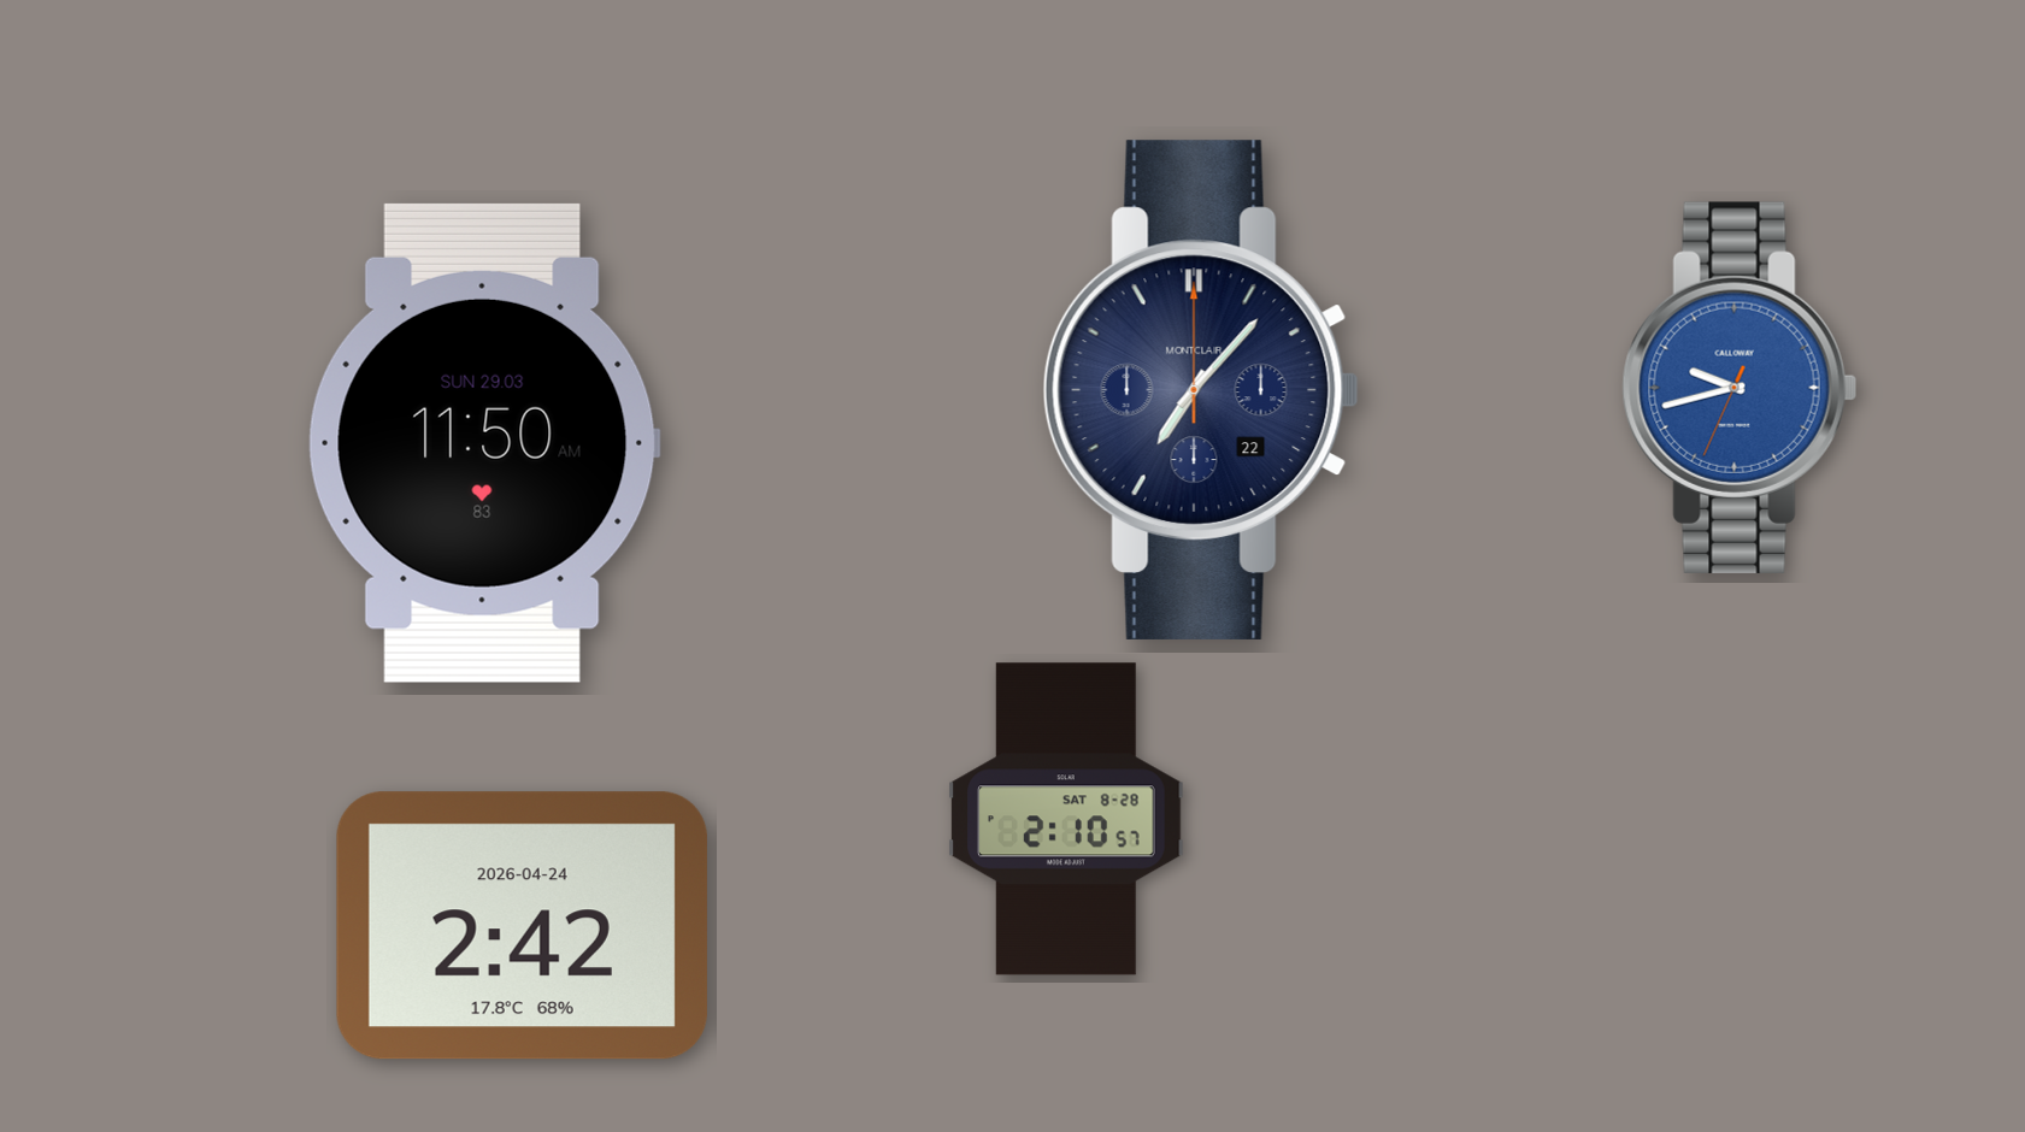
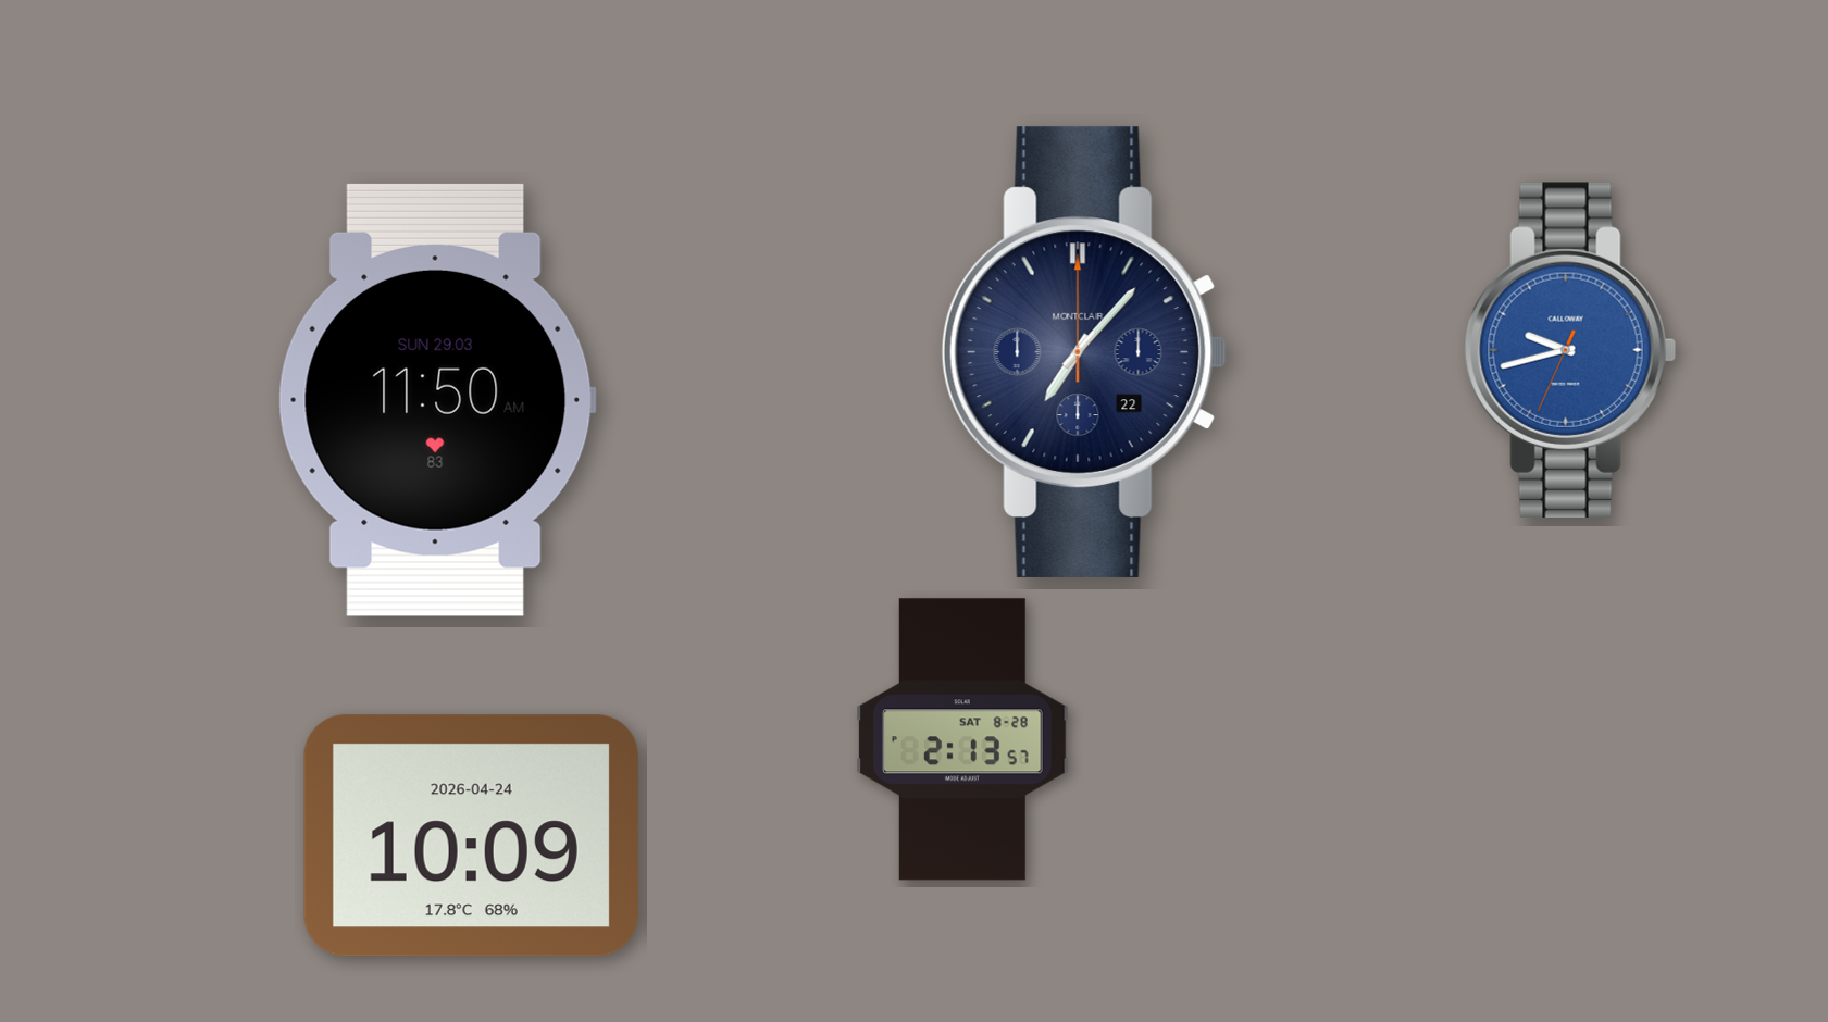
clock at (1066, 819): 2:10 -> 2:13
clock at (522, 926): 2:42 -> 10:09
